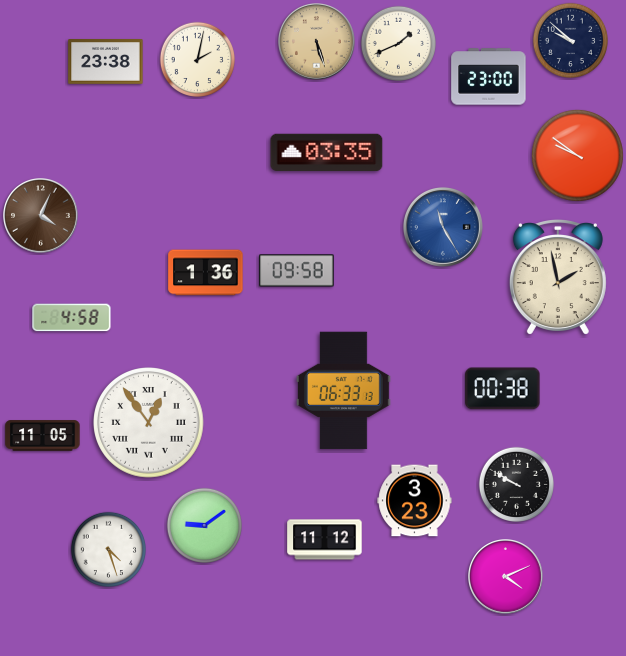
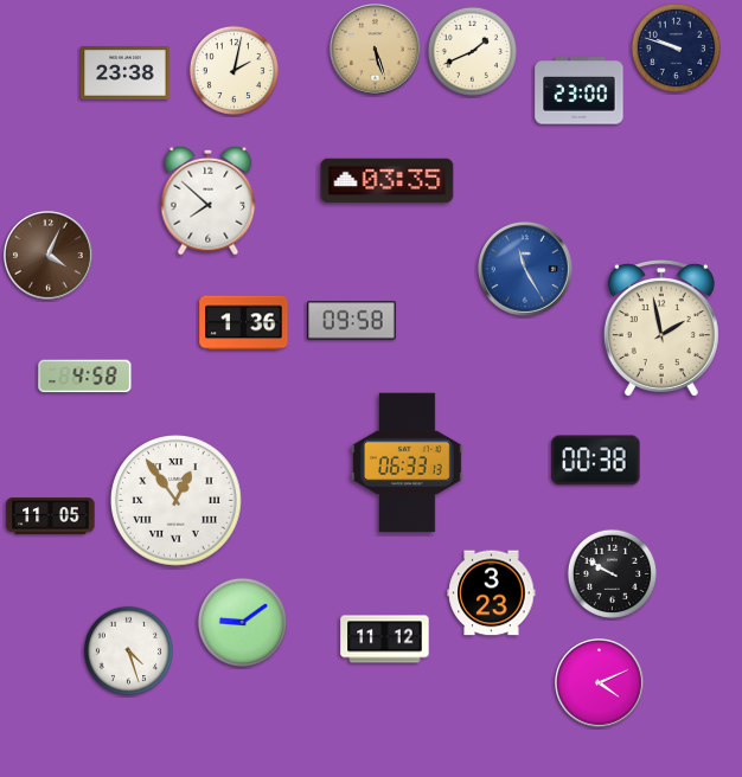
clock at (570, 40): 9:52 -> 9:48
clock at (577, 155): 9:51 -> none
clock at (209, 200): none -> 7:52
